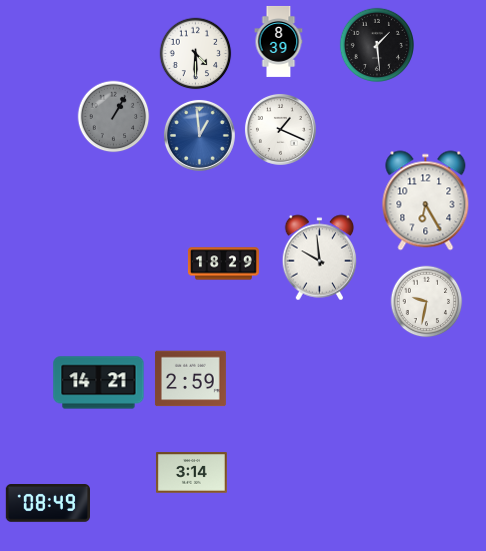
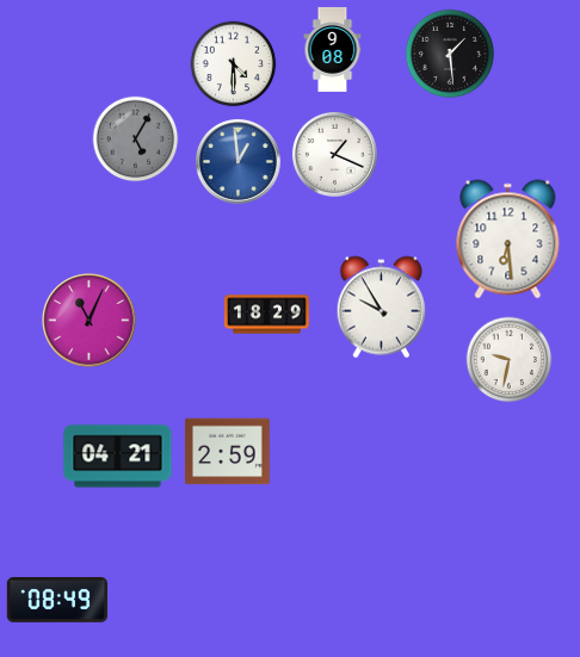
clock at (279, 41): 8:39 -> 9:08
clock at (114, 117): 1:05 -> 5:05
clock at (426, 201): 6:25 -> 6:29
clock at (320, 258): 9:59 -> 9:55
clock at (90, 321): none -> 11:04
clock at (99, 383): 14:21 -> 04:21
clock at (191, 473): 3:14 -> none
